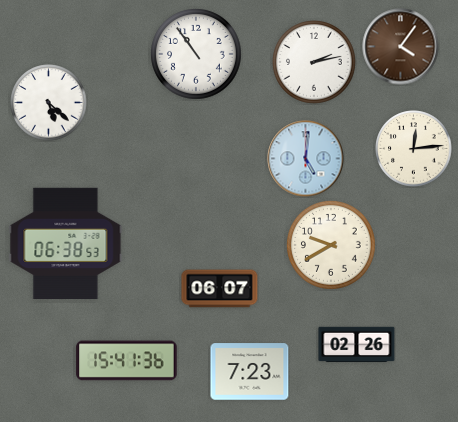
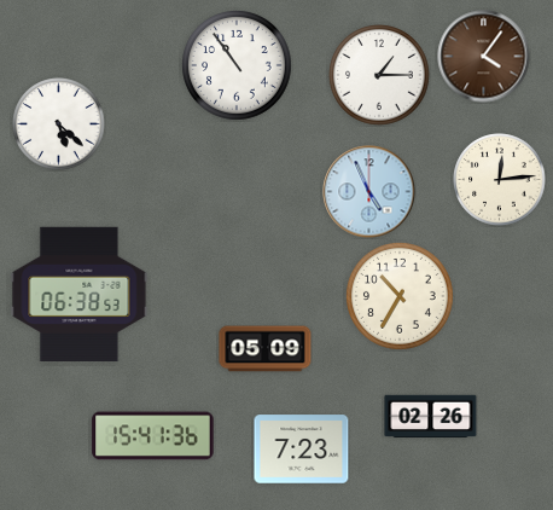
clock at (314, 62): 2:13 -> 1:15
clock at (306, 159): 5:01 -> 4:56
clock at (332, 246): 9:40 -> 10:35
clock at (220, 289): 06:07 -> 05:09
